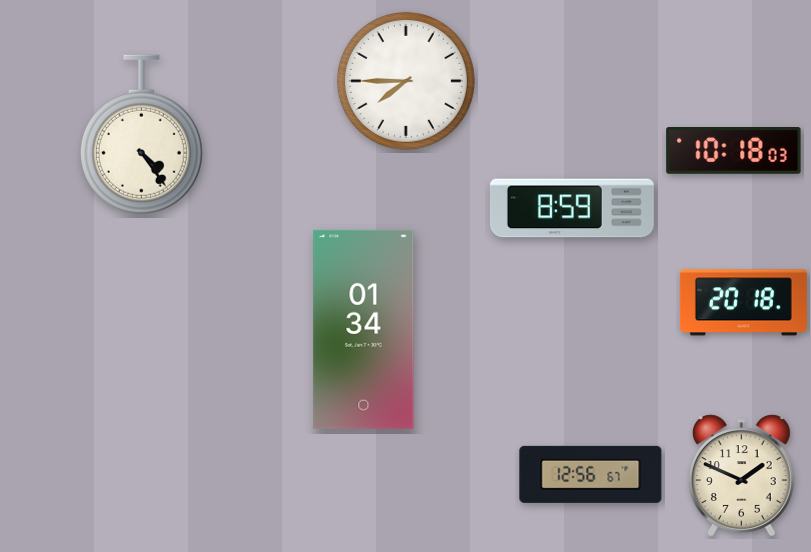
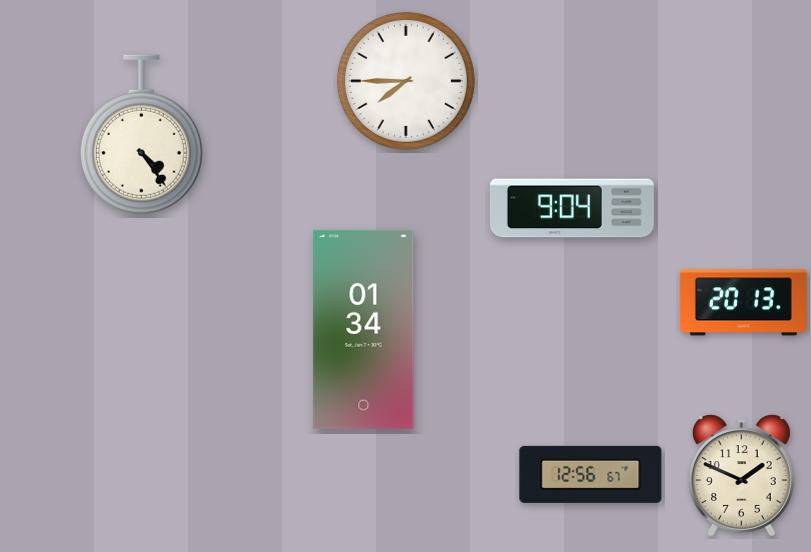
clock at (734, 151): 10:18 -> none
clock at (572, 208): 8:59 -> 9:04
clock at (743, 303): 20:18 -> 20:13
